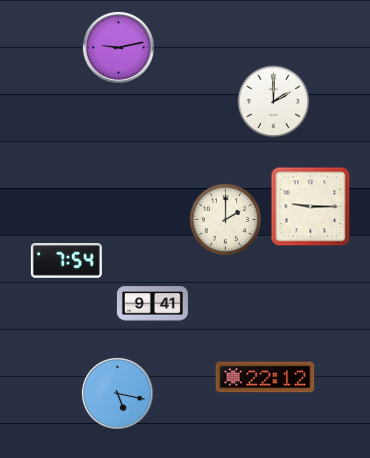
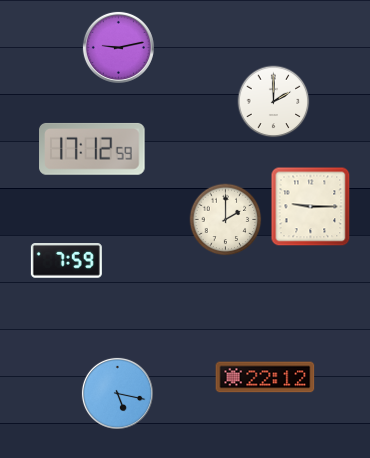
clock at (92, 149): none -> 17:12
clock at (66, 261): 7:54 -> 7:59
clock at (152, 304): 9:41 -> none
